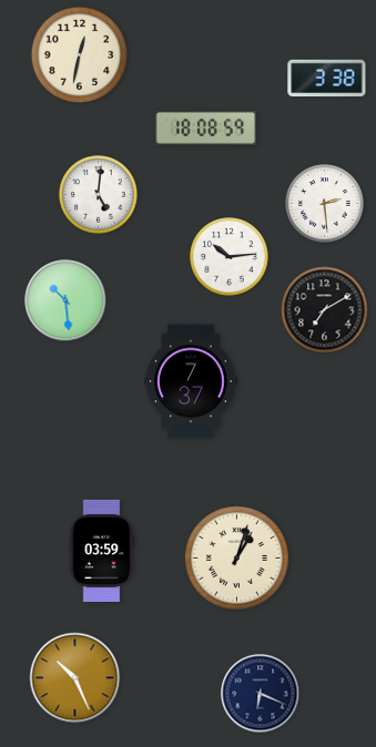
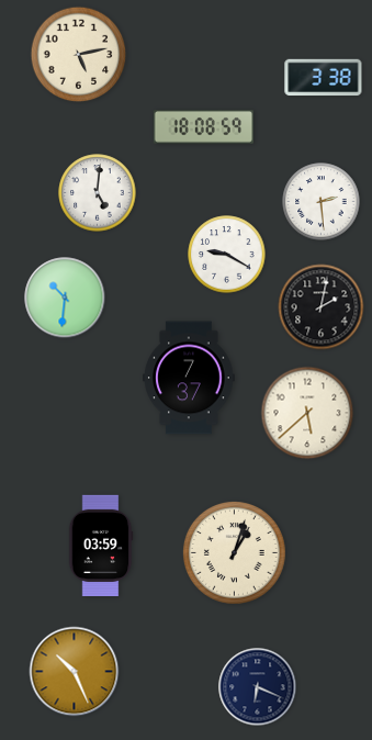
clock at (80, 55): 12:32 -> 5:13
clock at (230, 257): 10:14 -> 9:20
clock at (65, 300): 10:29 -> 10:31
clock at (325, 310): 7:10 -> 2:02
clock at (307, 413): none -> 5:38
